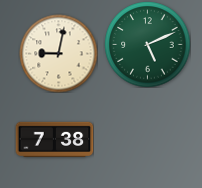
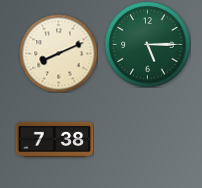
clock at (147, 44): 5:11 -> 5:15
clock at (58, 53): 9:02 -> 8:11
